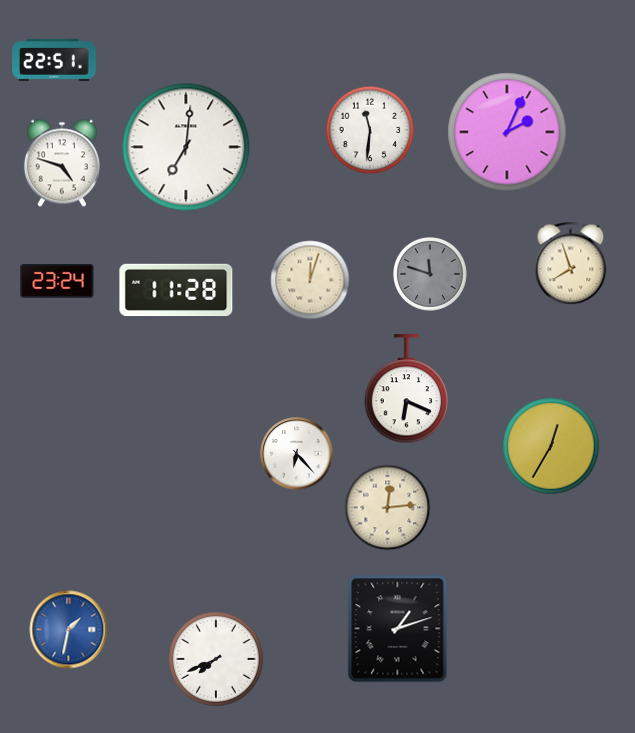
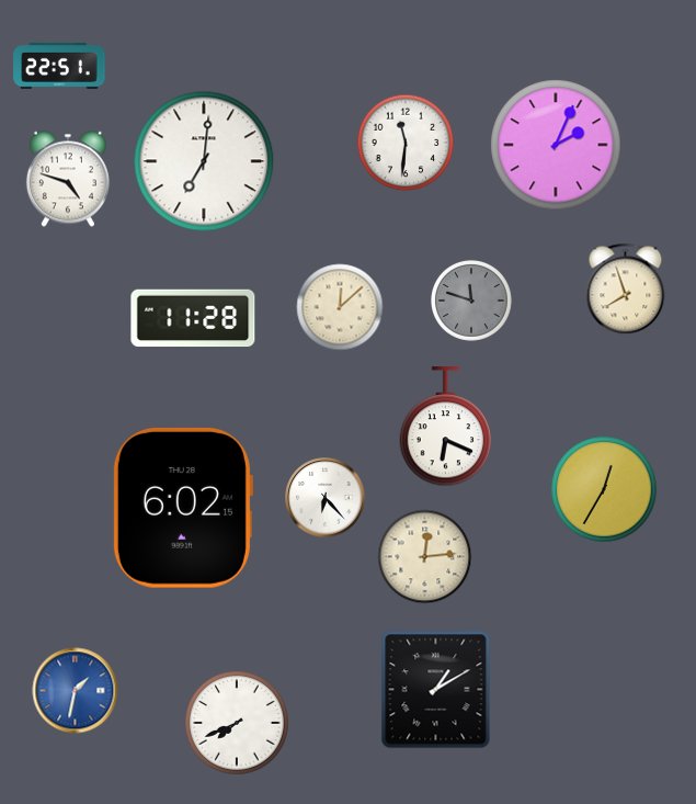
clock at (310, 280): 12:03 -> 12:08
clock at (57, 282): 23:24 -> none
clock at (182, 508): none -> 6:02
clock at (398, 629): 1:12 -> 1:10
